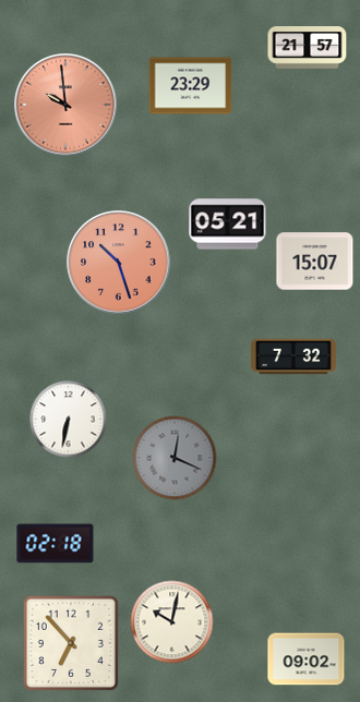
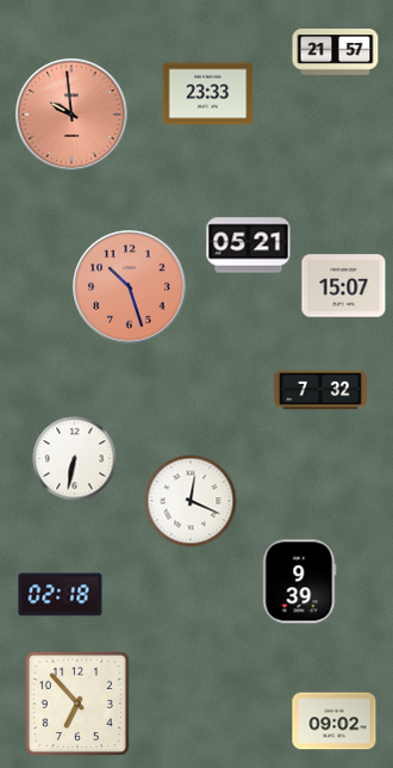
clock at (191, 86): 23:29 -> 23:33
clock at (175, 458) dial: grey -> white
clock at (300, 582): none -> 9:39
clock at (172, 622): 10:02 -> none
